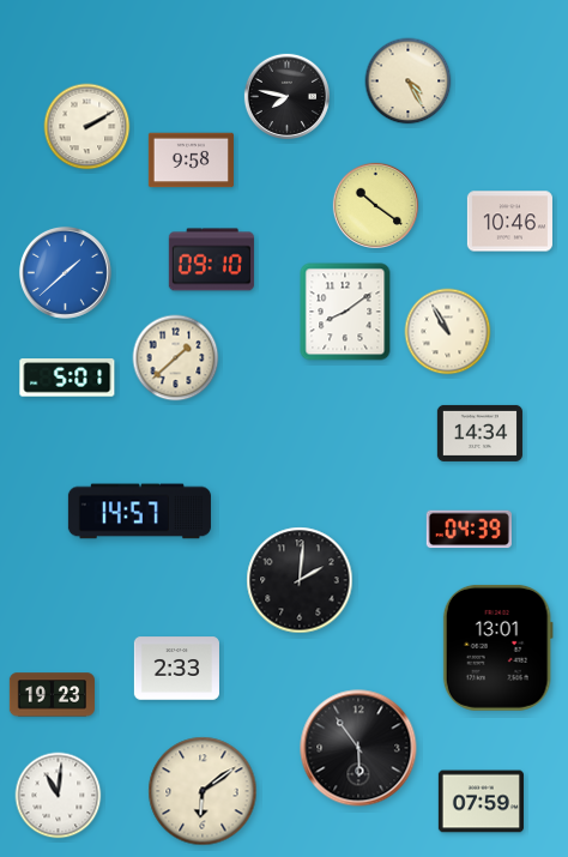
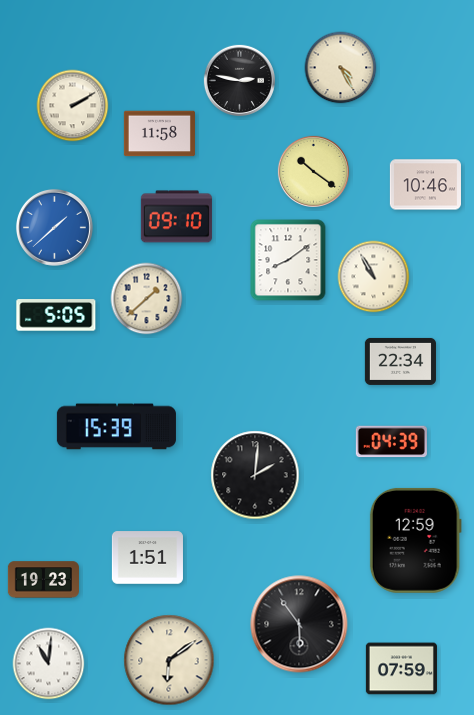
clock at (286, 96): 7:47 -> 2:47
clock at (191, 161): 9:58 -> 11:58
clock at (67, 378): 5:01 -> 5:05
clock at (479, 433): 14:34 -> 22:34
clock at (139, 512): 14:57 -> 15:39
clock at (300, 580) position: (300, 580) -> (255, 475)
clock at (497, 647): 13:01 -> 12:59
clock at (176, 669): 2:33 -> 1:51
